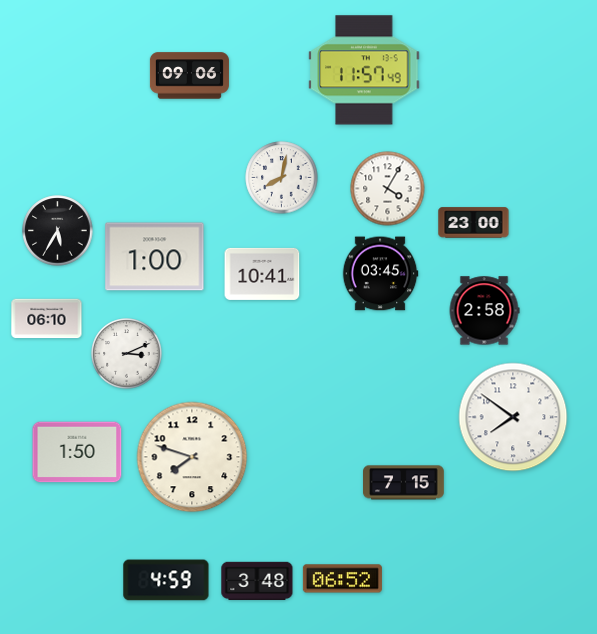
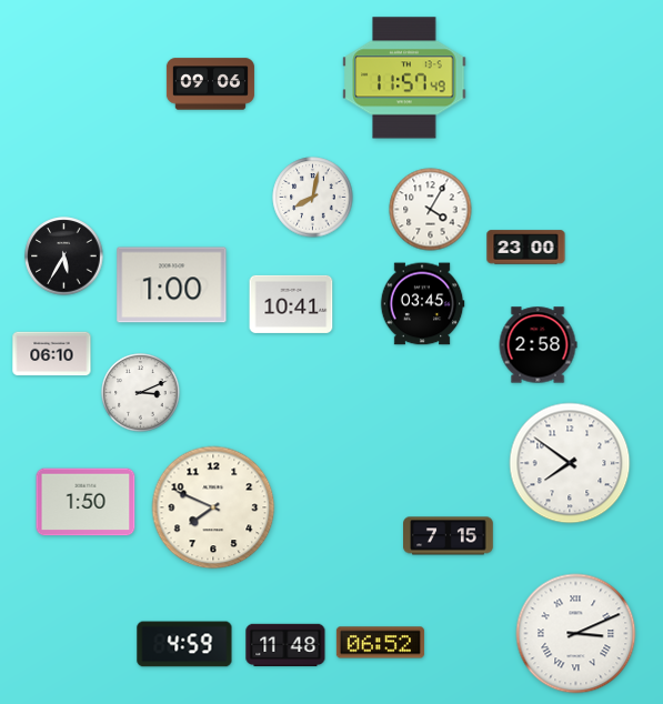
clock at (192, 457): 7:48 -> 7:49
clock at (576, 634): none -> 3:11
clock at (257, 580): 3:48 -> 11:48
